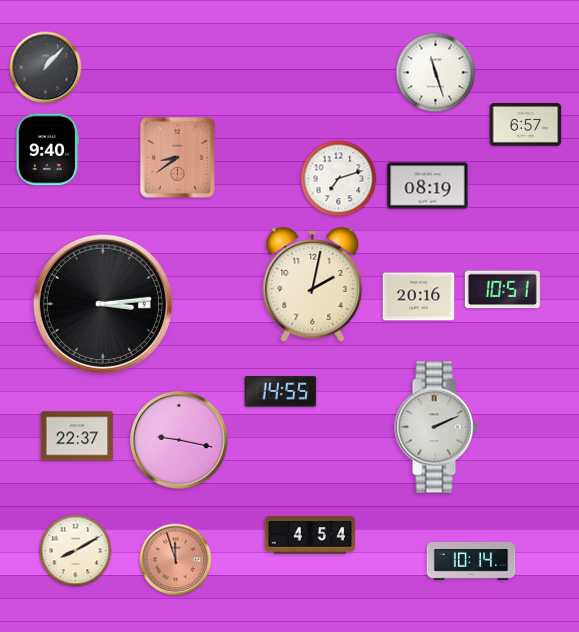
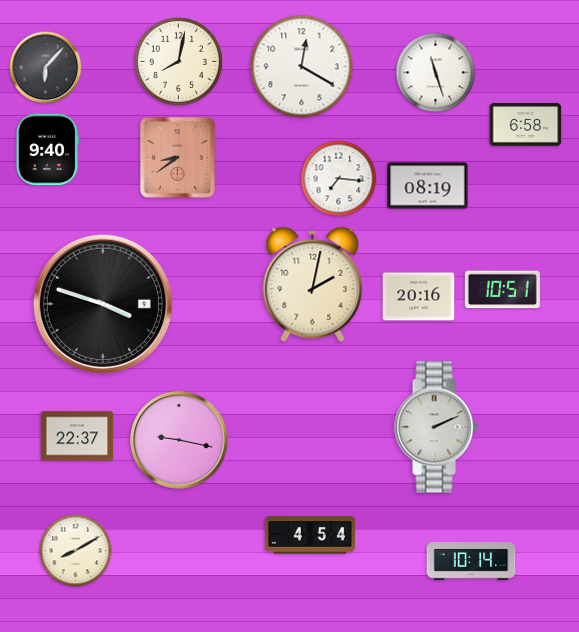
clock at (178, 61): none -> 8:02
clock at (302, 67): none -> 12:20
clock at (46, 68): 1:07 -> 6:07
clock at (526, 125): 6:57 -> 6:58
clock at (339, 179): 7:12 -> 7:16
clock at (103, 304): 3:14 -> 3:48
clock at (281, 392): 14:55 -> none
clock at (176, 560): 11:57 -> none
